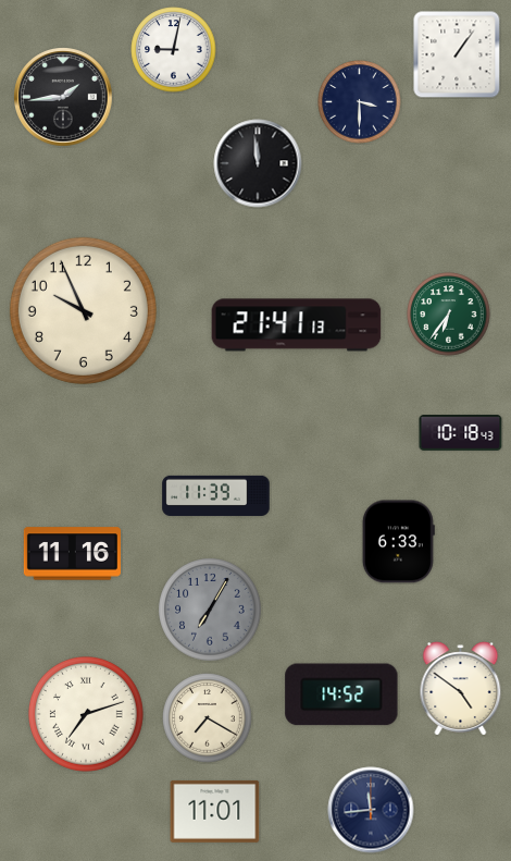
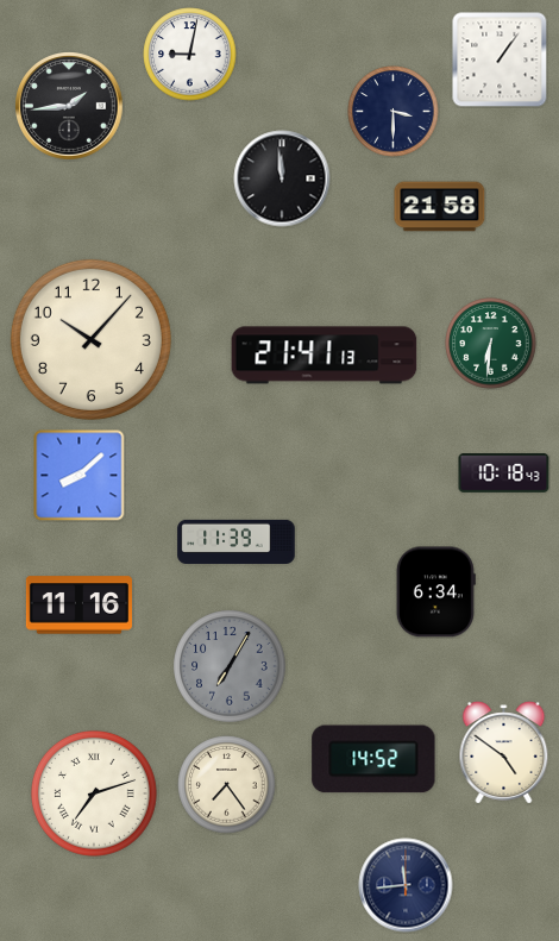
clock at (440, 207): none -> 21:58
clock at (83, 310): 9:56 -> 10:07
clock at (449, 315): 6:36 -> 6:31
clock at (80, 476): none -> 8:08
clock at (398, 542): 6:33 -> 6:34
clock at (86, 714) position: (86, 714) -> (94, 793)
clock at (208, 718): 7:20 -> 7:24
clock at (215, 811): 11:01 -> none
